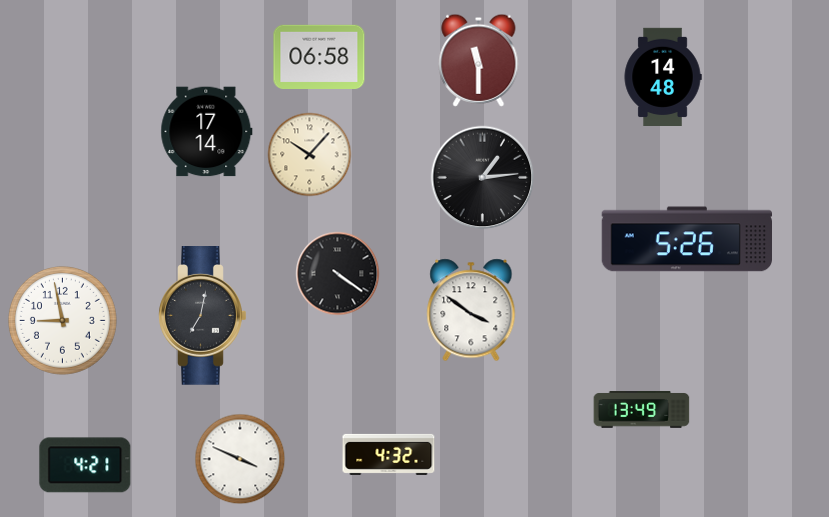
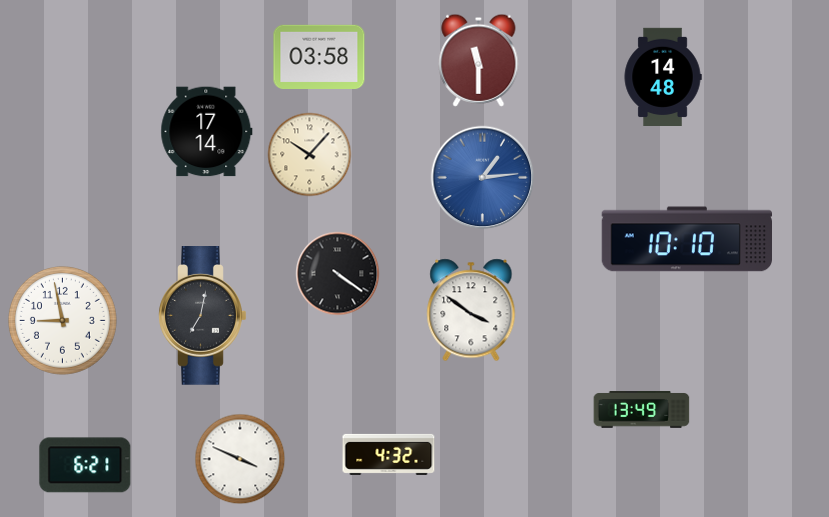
clock at (319, 56): 06:58 -> 03:58
clock at (483, 178) dial: black -> blue
clock at (686, 239): 5:26 -> 10:10
clock at (85, 465): 4:21 -> 6:21
